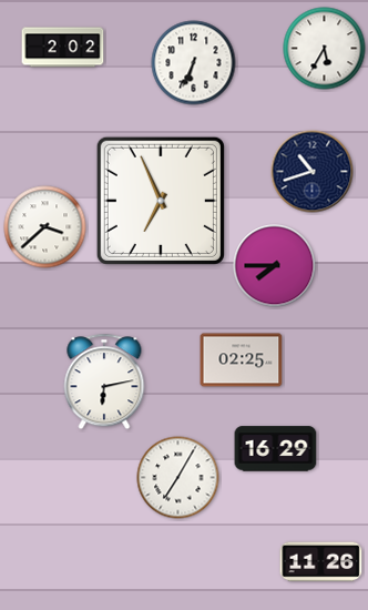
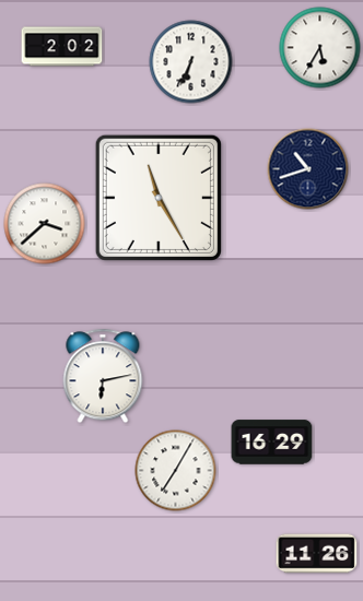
clock at (161, 201): 6:56 -> 11:25
clock at (275, 266): 7:45 -> none
clock at (242, 360): 02:25 -> none
